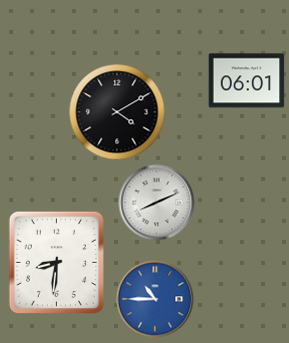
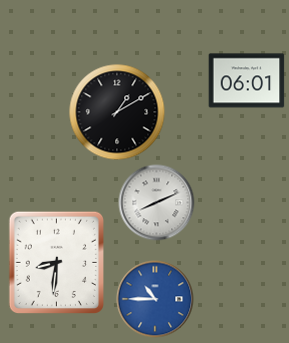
clock at (117, 112): 4:10 -> 1:10
